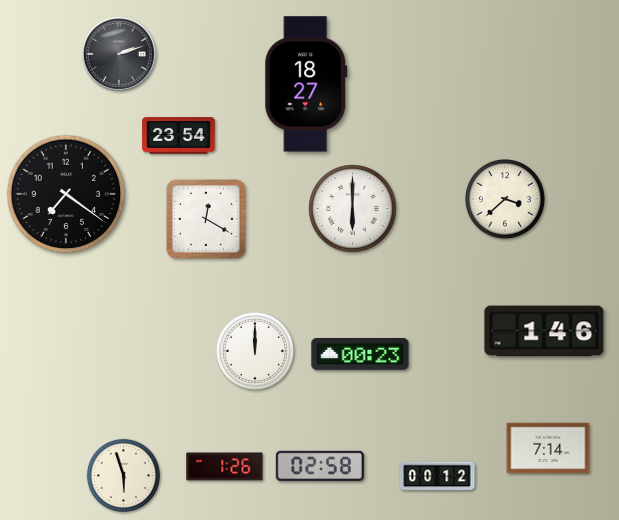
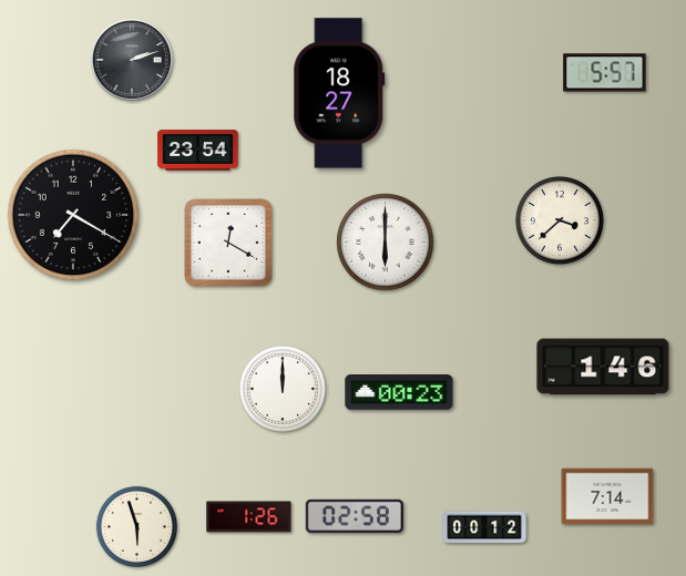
clock at (605, 73): none -> 5:57
clock at (66, 194): 7:21 -> 7:20
clock at (353, 209) position: (353, 209) -> (386, 243)
